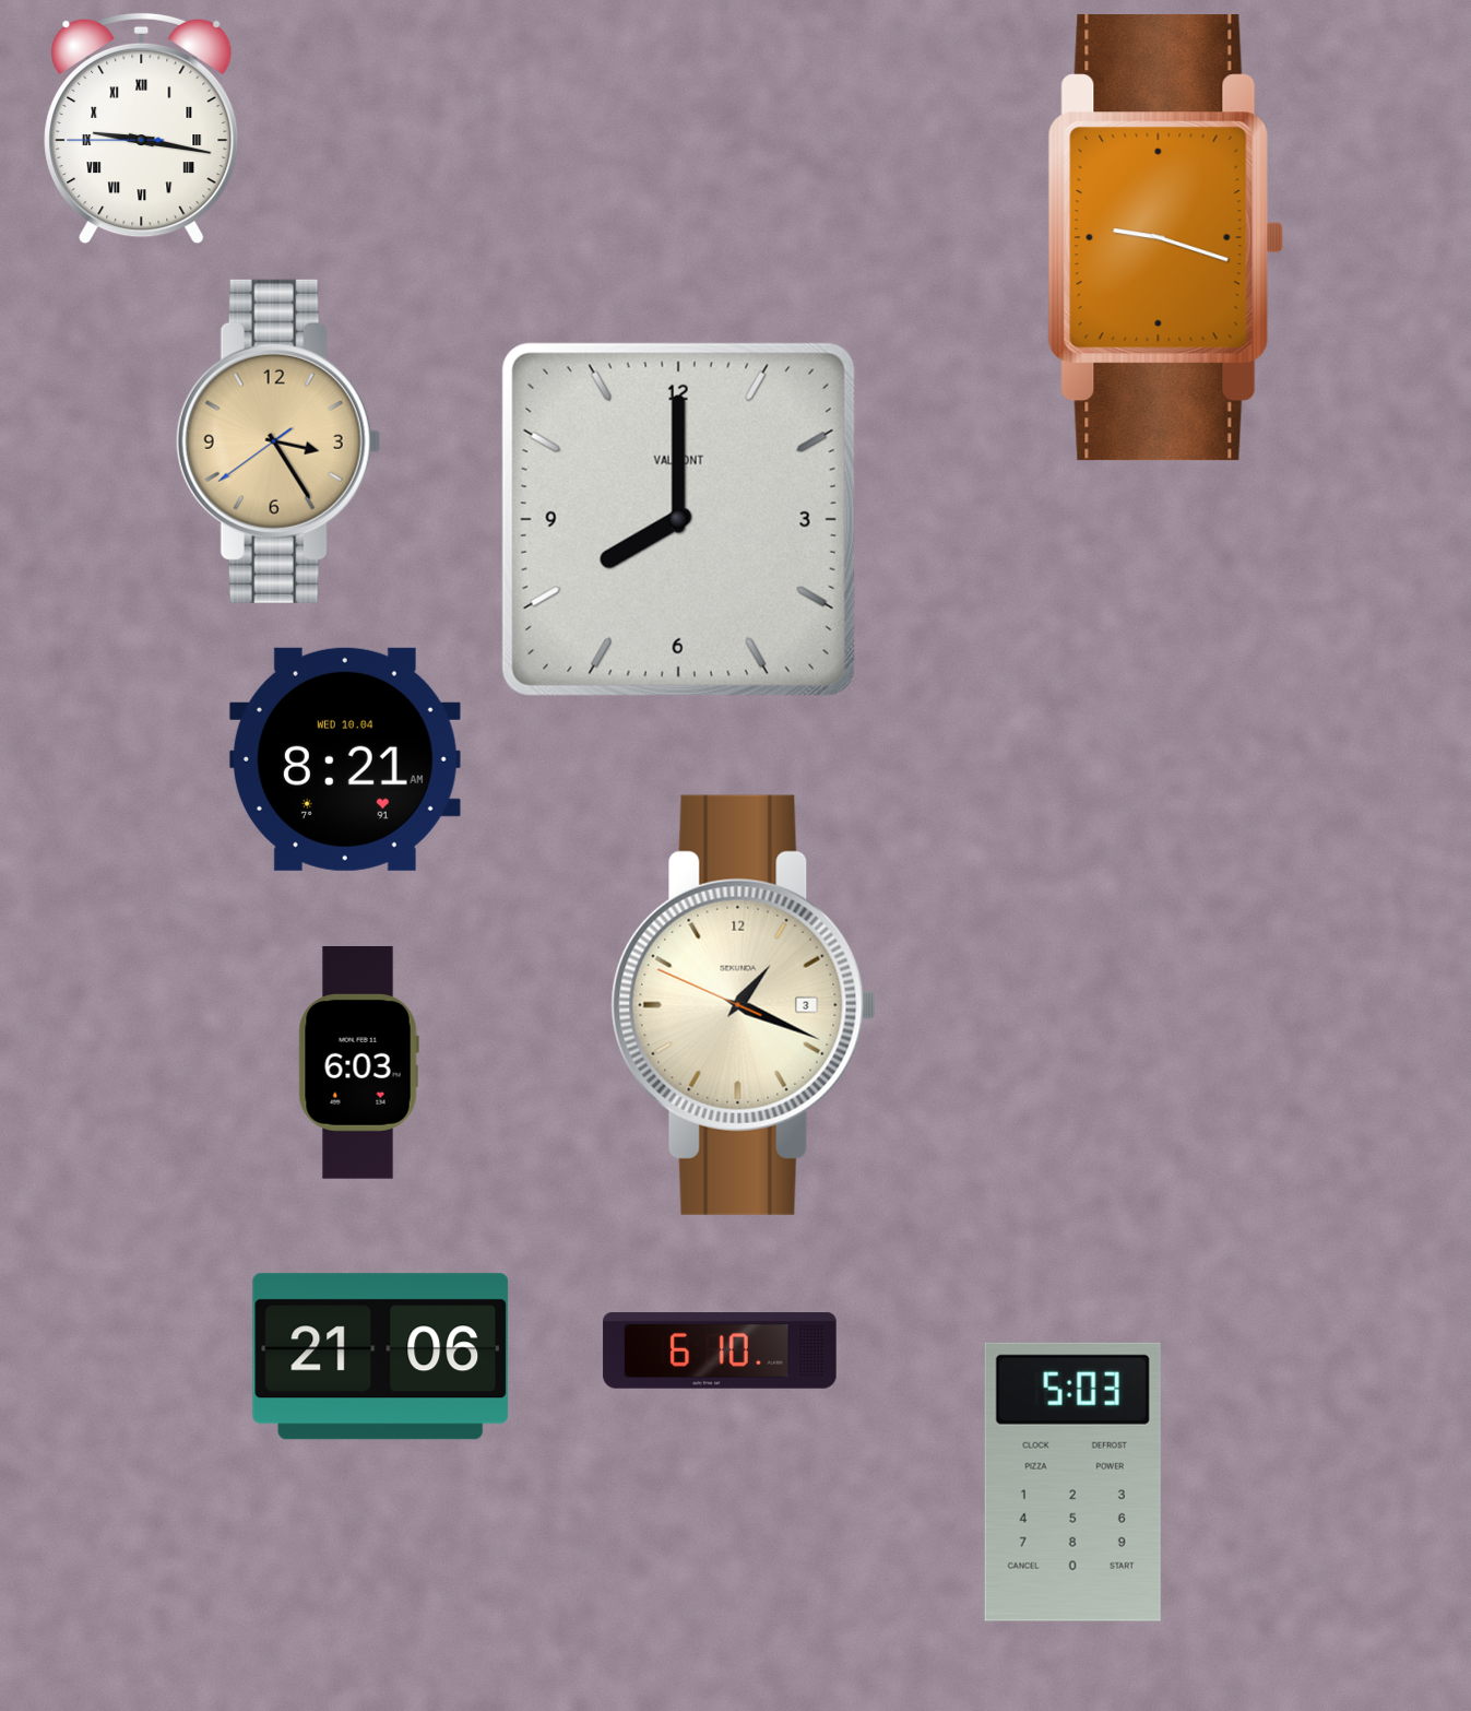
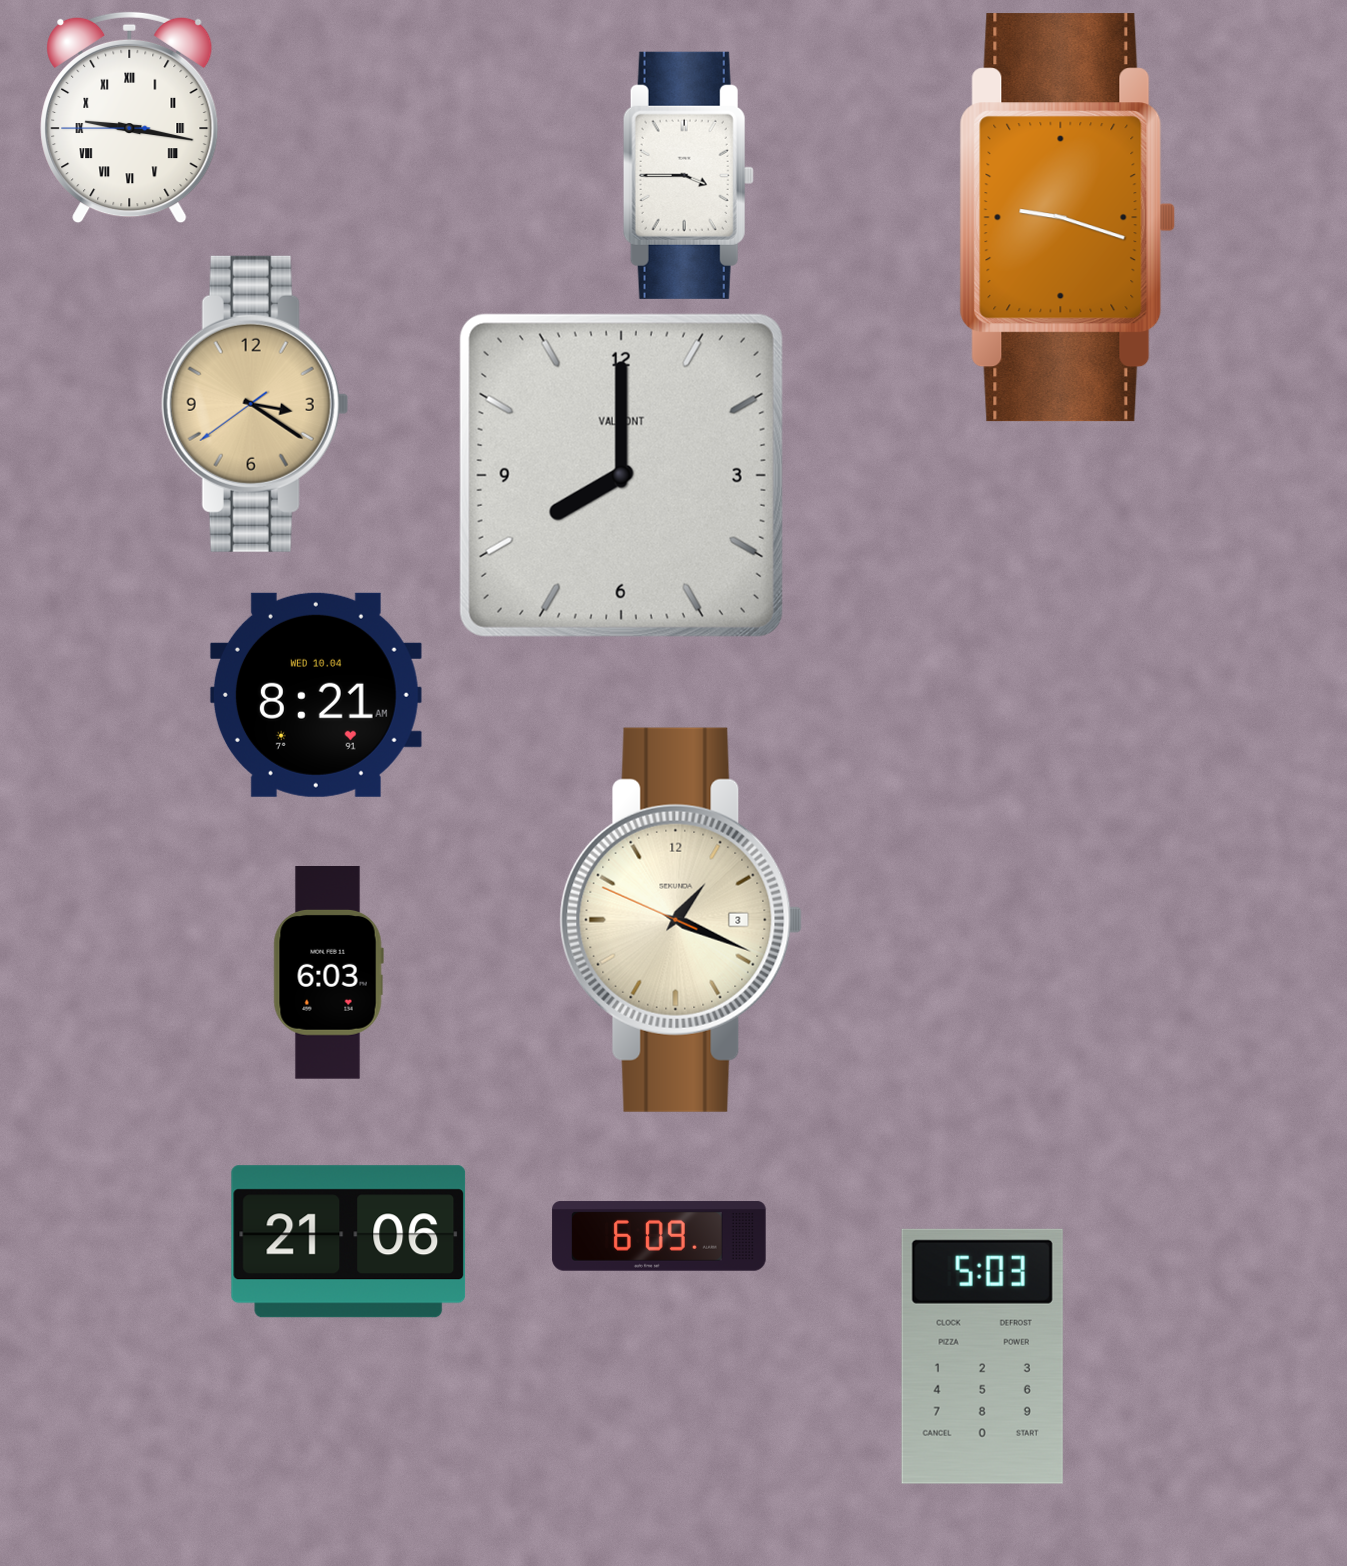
clock at (688, 175): none -> 3:45
clock at (278, 441): 3:24 -> 3:20
clock at (720, 1350): 6:10 -> 6:09
